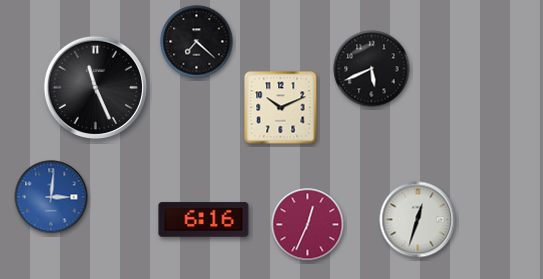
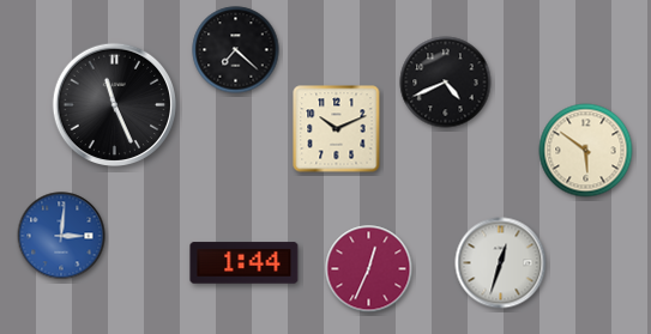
clock at (372, 69): 5:41 -> 4:41
clock at (586, 151): none -> 5:51
clock at (204, 220): 6:16 -> 1:44
